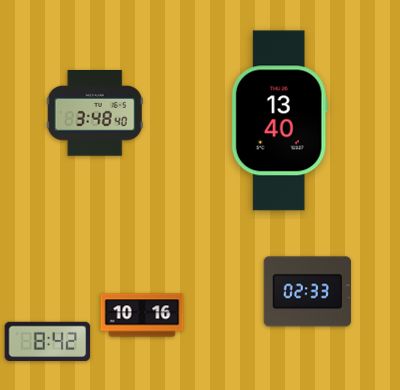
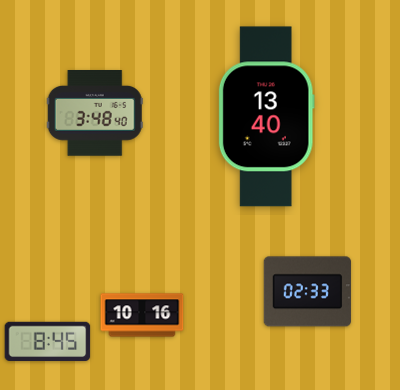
clock at (279, 121) position: (279, 121) -> (266, 117)
clock at (48, 342): 8:42 -> 8:45
